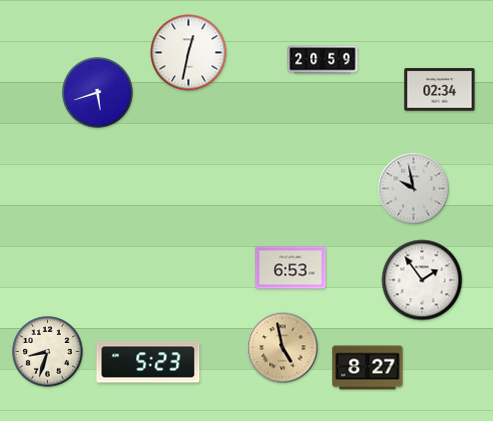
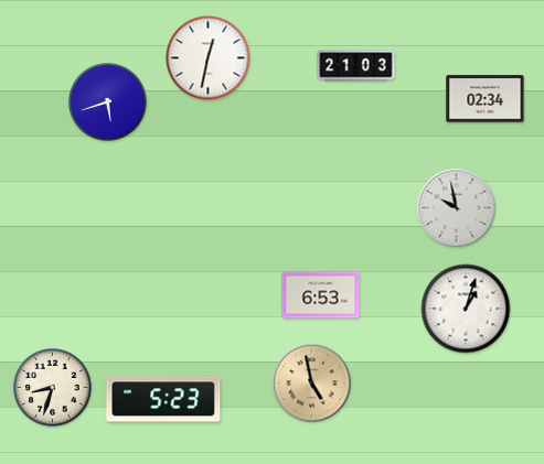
clock at (323, 60): 20:59 -> 21:03
clock at (422, 280): 1:54 -> 1:03
clock at (368, 368): 8:27 -> none
